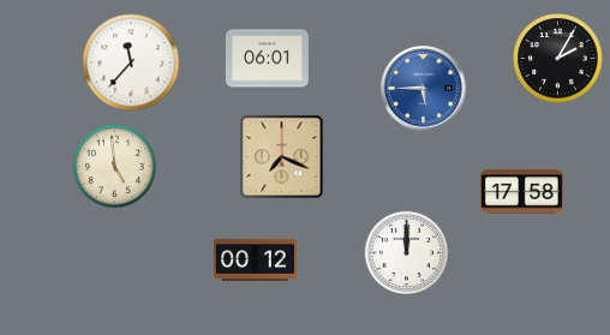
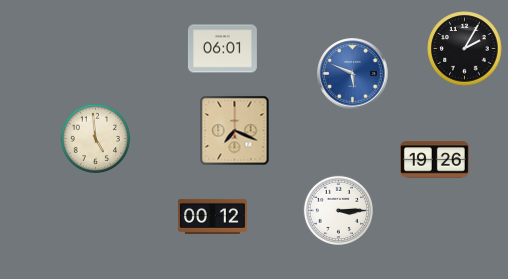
clock at (131, 62): 11:37 -> none
clock at (424, 89): 5:45 -> 5:49
clock at (521, 192): 17:58 -> 19:26
clock at (406, 252): 12:00 -> 3:15
